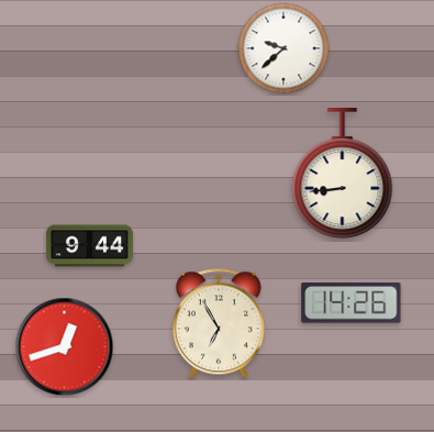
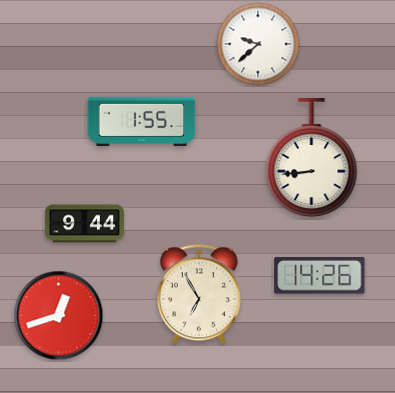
clock at (142, 122): none -> 1:55
clock at (89, 246) position: (89, 246) -> (84, 224)
